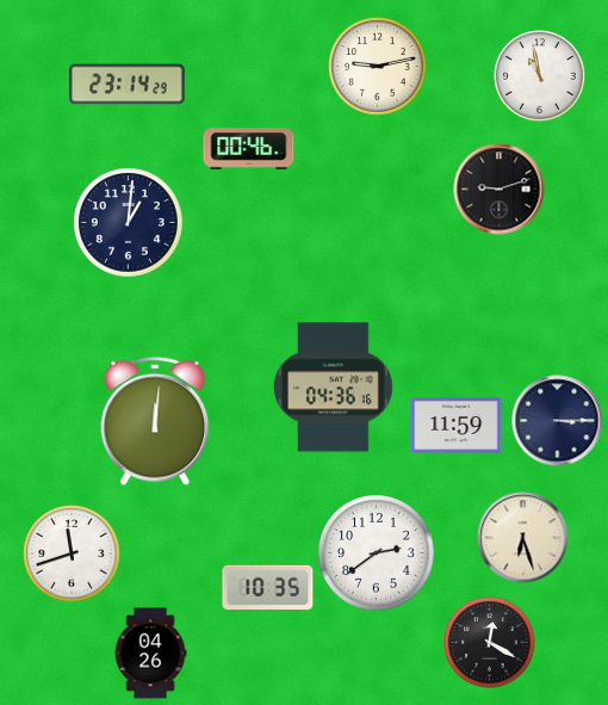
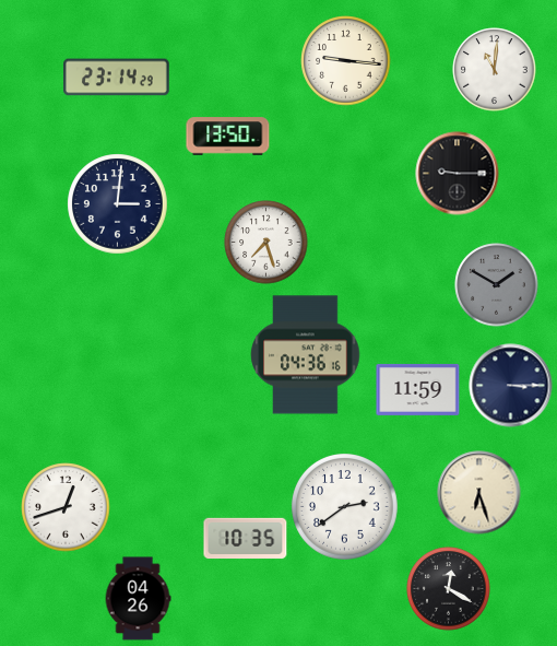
clock at (378, 67): 9:13 -> 9:16
clock at (540, 76): 10:58 -> 11:01
clock at (249, 149): 00:46 -> 13:50
clock at (500, 190): 9:12 -> 9:15
clock at (129, 223): 1:01 -> 3:01
clock at (266, 243): none -> 7:27
clock at (497, 285): none -> 1:50
clock at (155, 421): 12:01 -> none
clock at (72, 554): 11:42 -> 12:42
